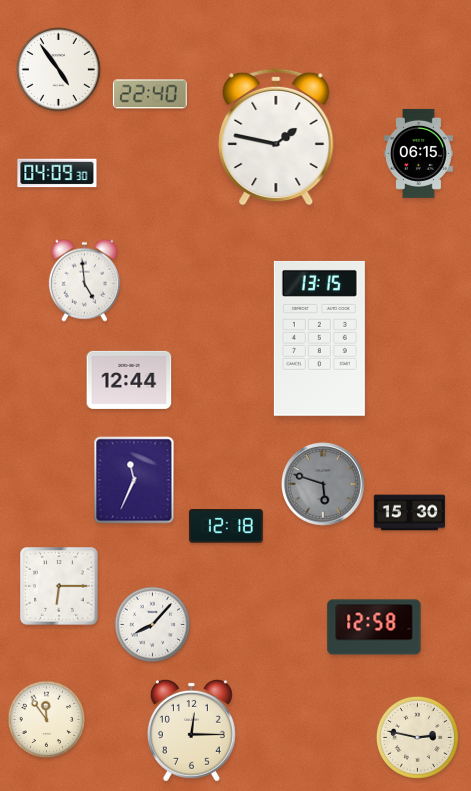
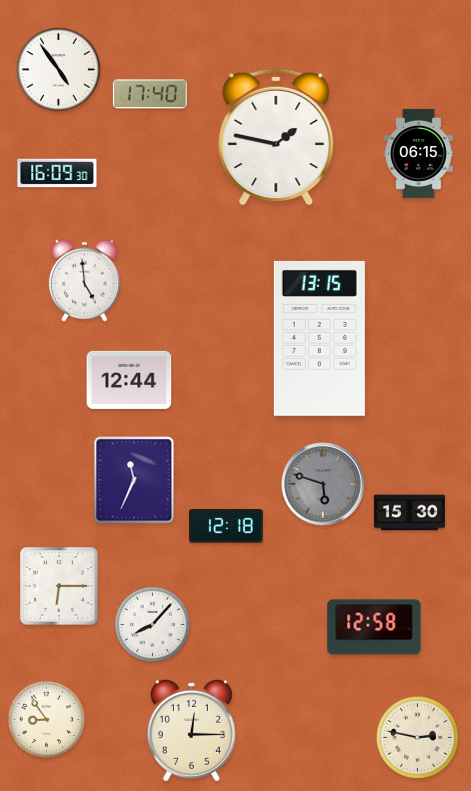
clock at (150, 94): 22:40 -> 17:40
clock at (57, 173): 04:09 -> 16:09
clock at (47, 720): 11:54 -> 8:54
